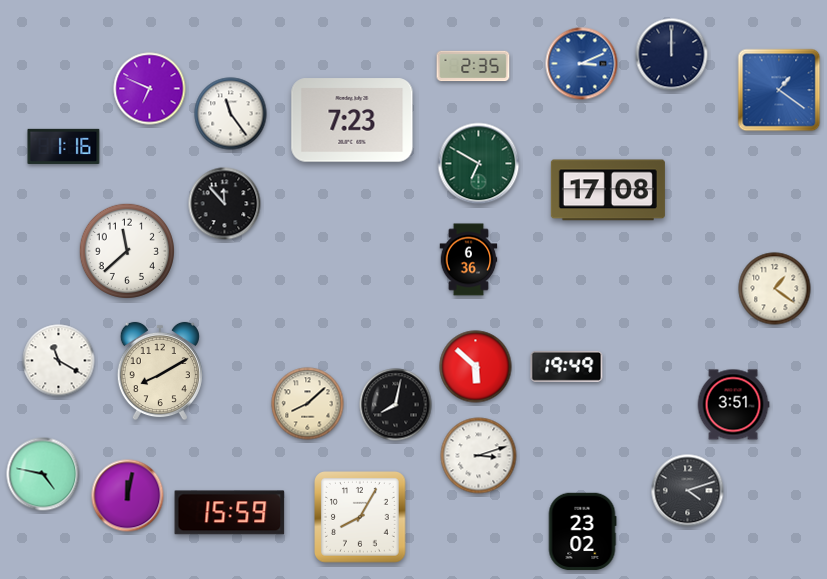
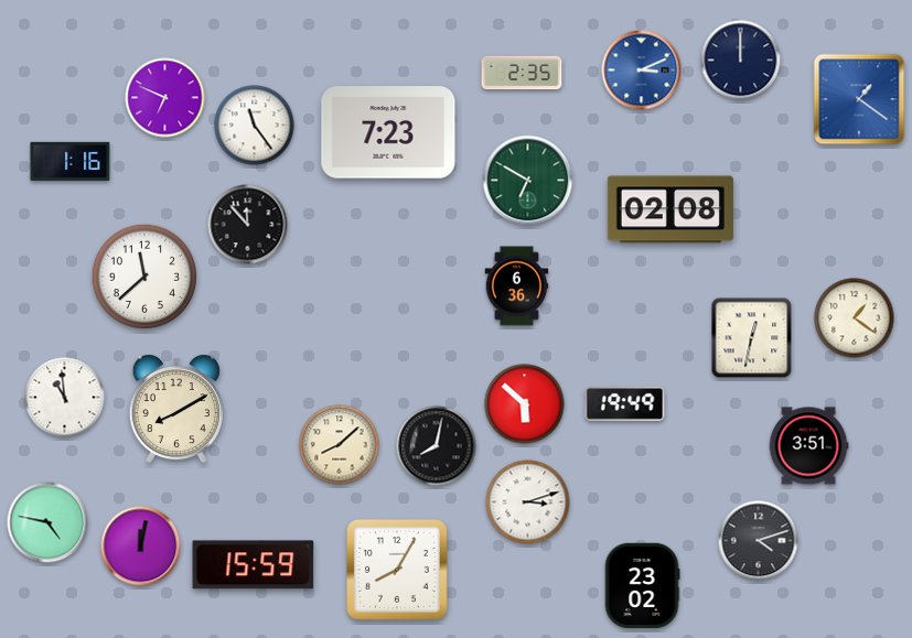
clock at (608, 190): 17:08 -> 02:08
clock at (126, 250) position: (126, 250) -> (143, 275)
clock at (752, 338): none -> 12:32
clock at (59, 361): 11:20 -> 10:59
